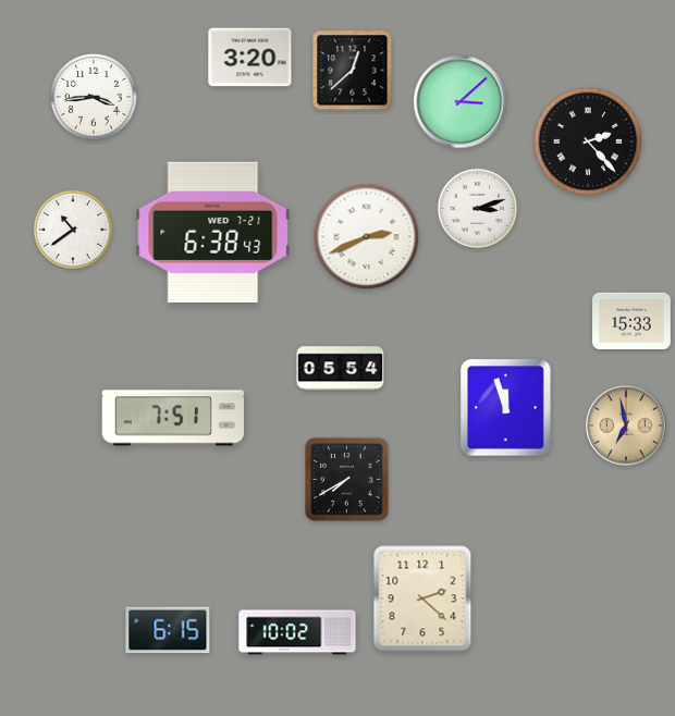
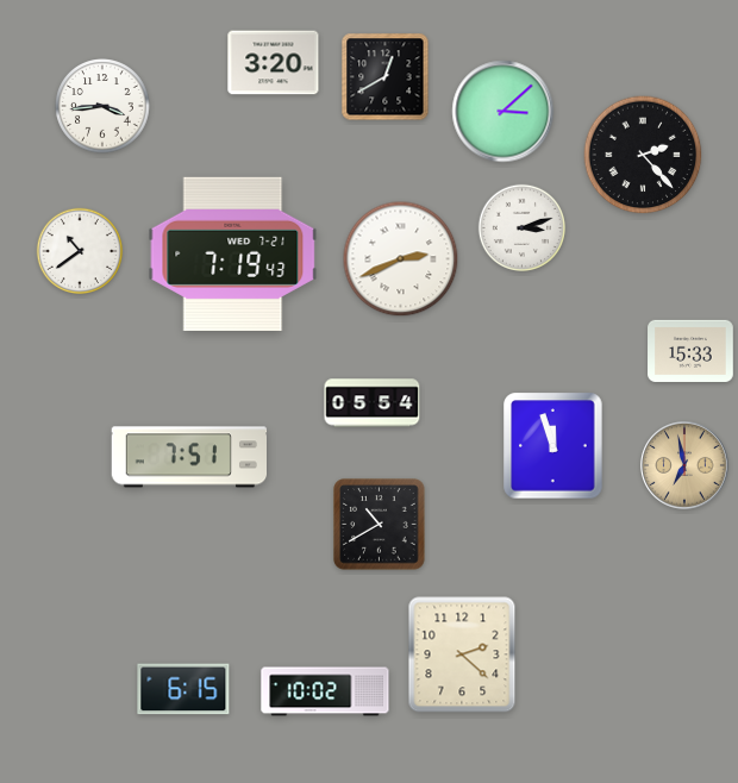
clock at (353, 71): 12:38 -> 12:40
clock at (213, 232): 6:38 -> 7:19
clock at (347, 480): 7:40 -> 10:40
